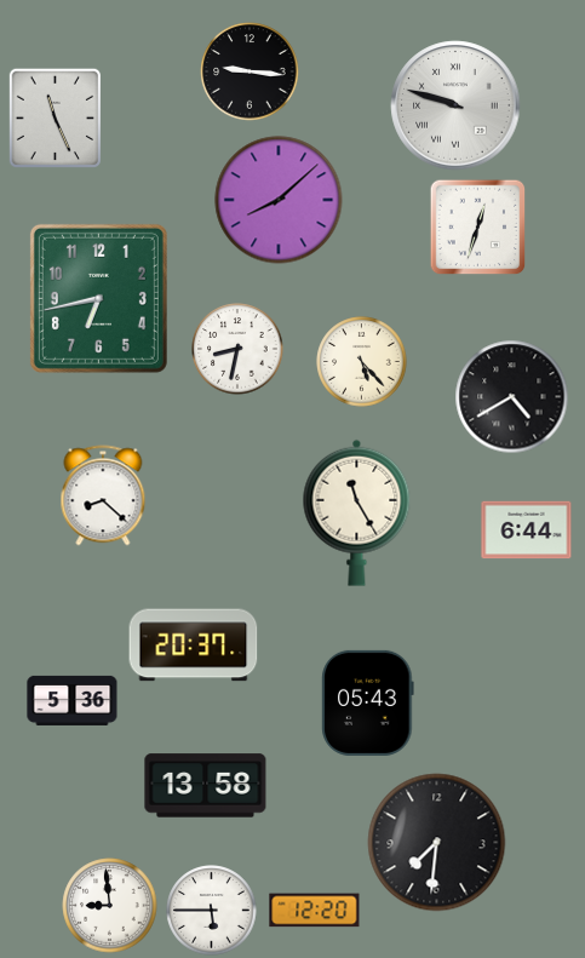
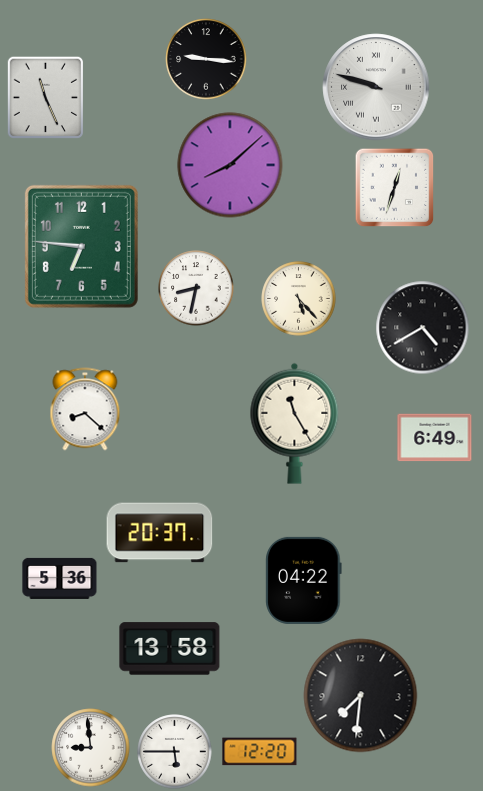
clock at (98, 298): 6:43 -> 6:46
clock at (527, 530): 6:44 -> 6:49
clock at (368, 702): 05:43 -> 04:22
